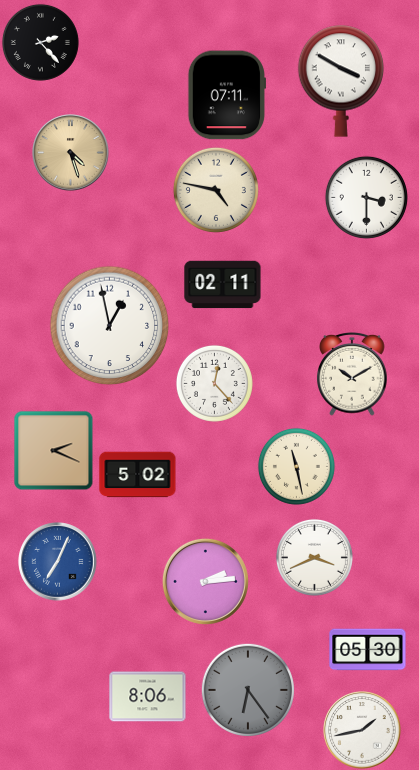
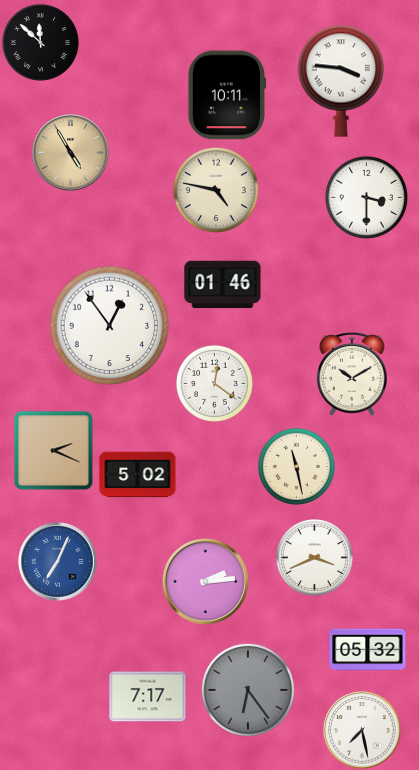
clock at (40, 42): 2:23 -> 11:52
clock at (341, 81): 3:50 -> 3:46
clock at (226, 95): 07:11 -> 10:11
clock at (71, 153): 4:27 -> 4:55
clock at (223, 285): 02:11 -> 01:46
clock at (110, 326): 12:58 -> 12:54
clock at (214, 383): 12:23 -> 12:21
clock at (368, 650): 05:30 -> 05:32
clock at (148, 697): 8:06 -> 7:17
clock at (362, 730): 1:43 -> 7:28
